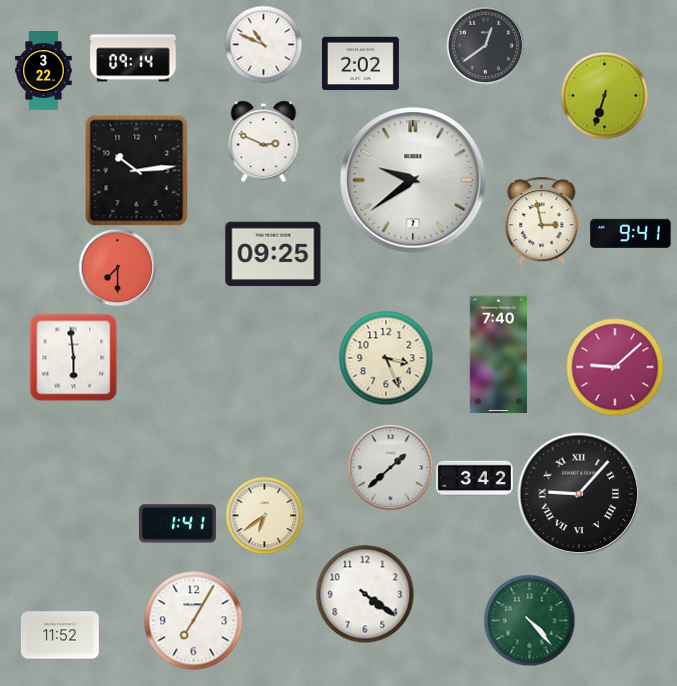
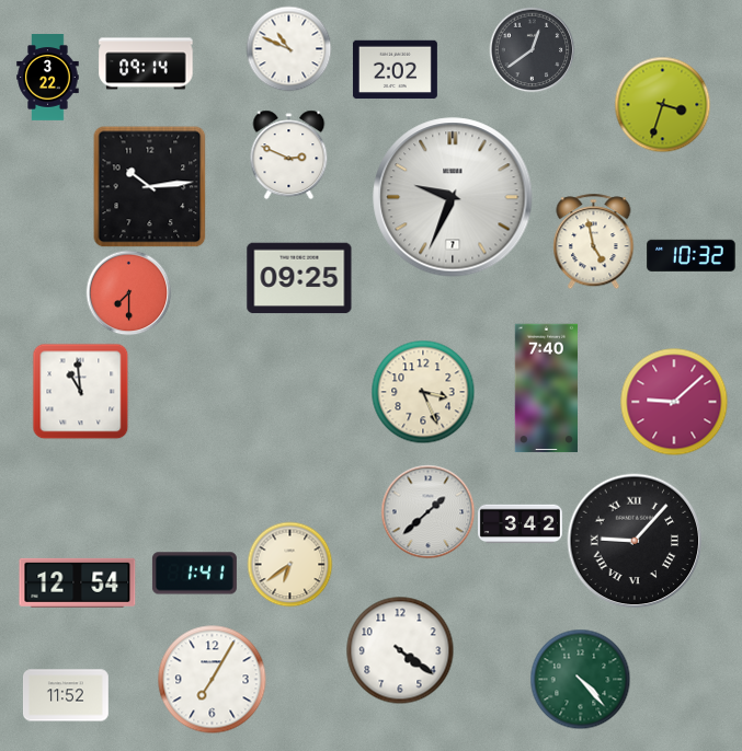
clock at (604, 95): 6:33 -> 3:33
clock at (413, 180): 9:39 -> 9:34
clock at (542, 220): 2:58 -> 4:58
clock at (631, 233): 9:41 -> 10:32
clock at (73, 357): 5:59 -> 10:59
clock at (78, 582): none -> 12:54
